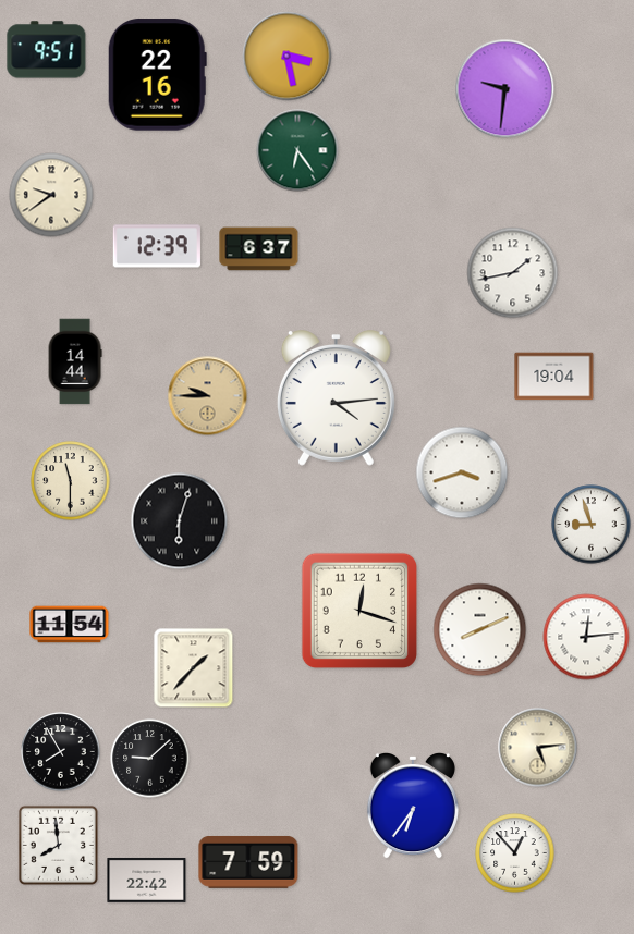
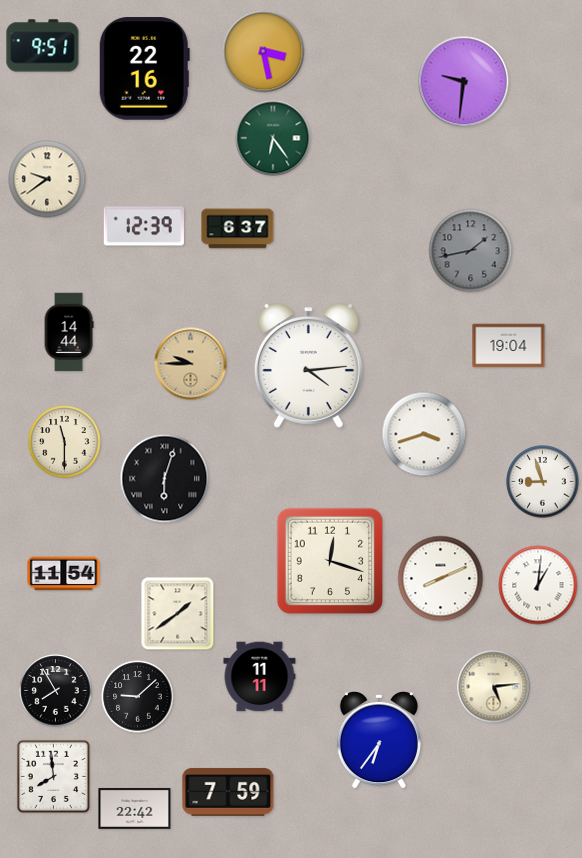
clock at (513, 273) dial: white -> grey
clock at (586, 637): 12:14 -> 1:01
clock at (194, 668): 1:37 -> 1:39
clock at (260, 677): none -> 11:11
clock at (515, 853): 12:53 -> none
